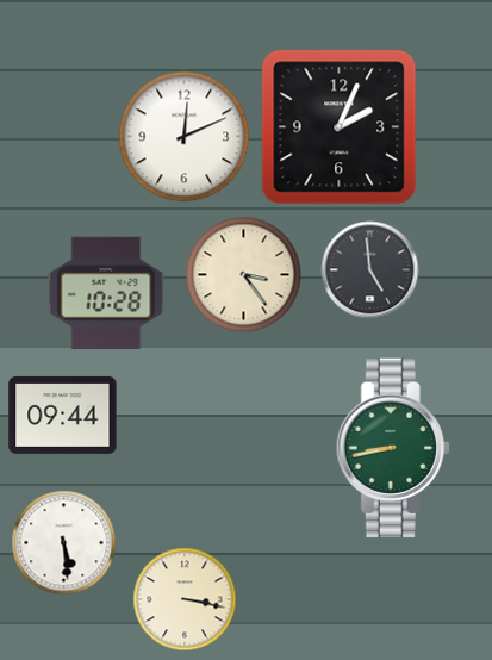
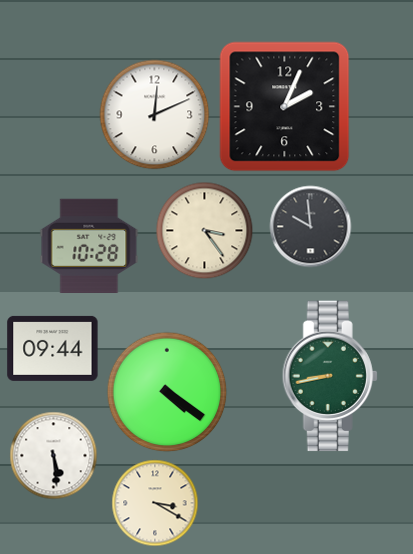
clock at (370, 270): 4:59 -> 9:59
clock at (167, 392): none -> 4:21
clock at (185, 599): 3:17 -> 3:20
